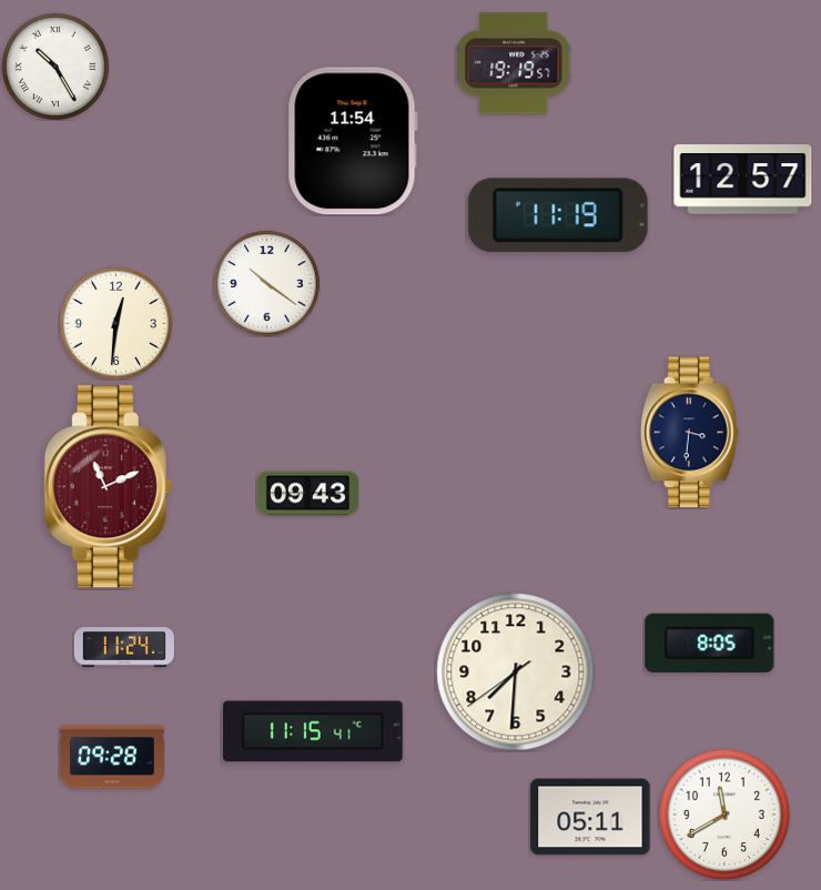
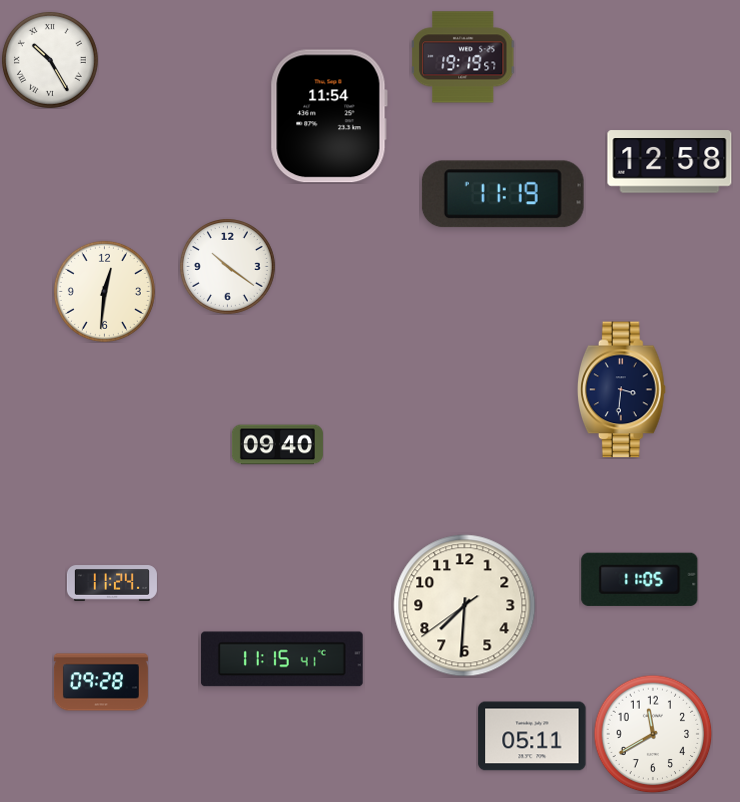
clock at (353, 141) position: (353, 141) -> (329, 116)
clock at (743, 180): 12:57 -> 12:58
clock at (267, 284) position: (267, 284) -> (228, 267)
clock at (108, 487): 11:11 -> none
clock at (307, 494): 09:43 -> 09:40
clock at (710, 643): 8:05 -> 11:05
